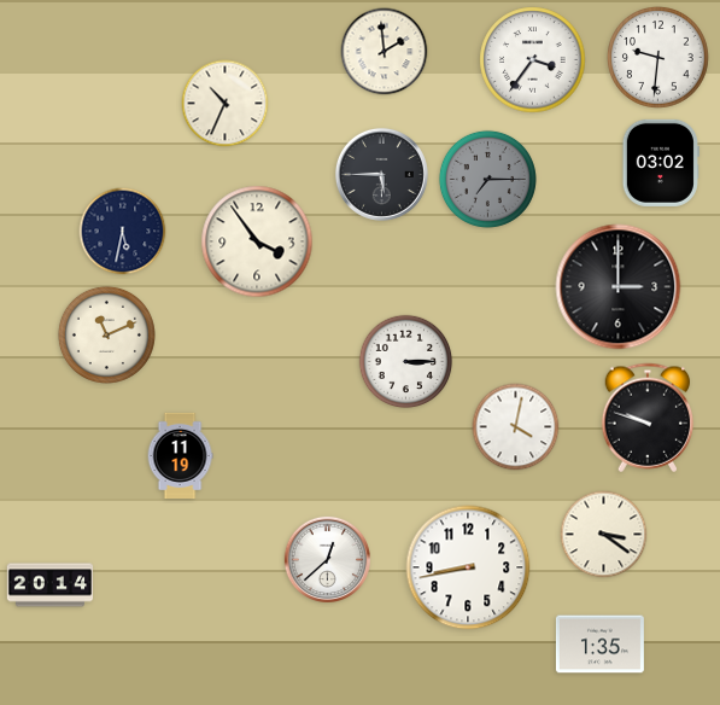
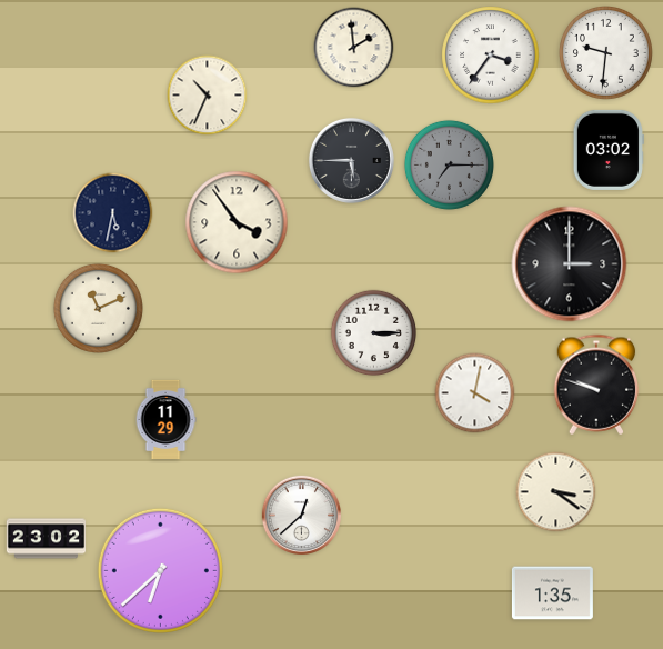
clock at (180, 455): 11:19 -> 11:29
clock at (468, 567): 8:43 -> none
clock at (51, 585): 20:14 -> 23:02
clock at (160, 570): none -> 6:38
